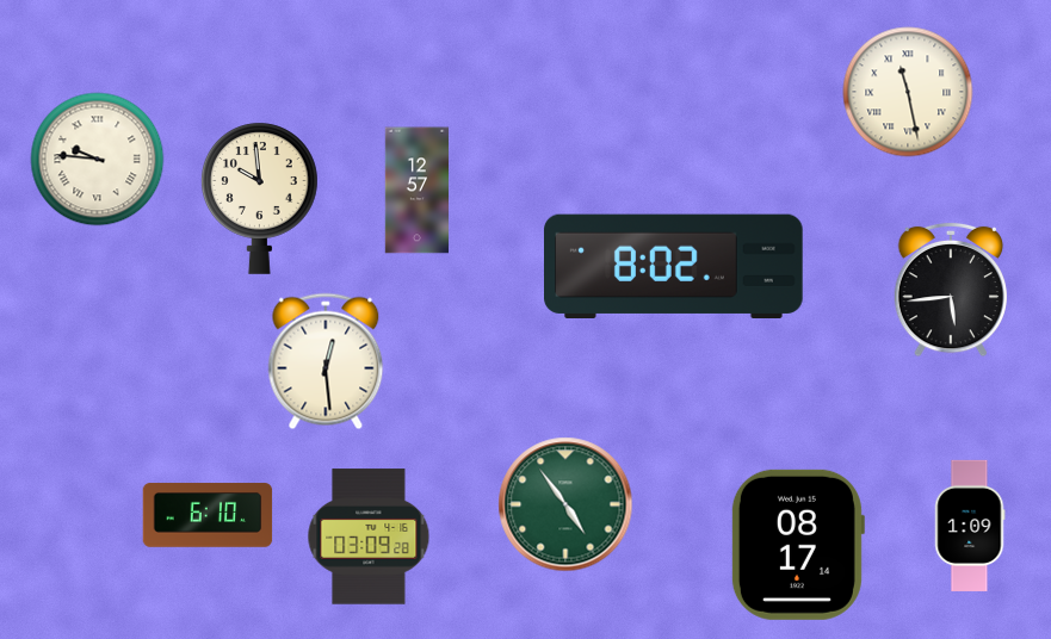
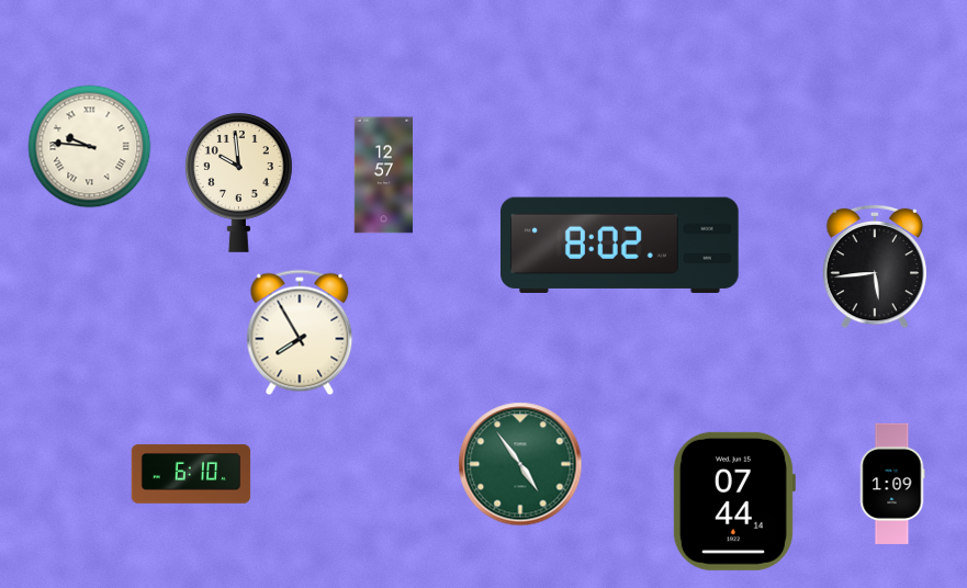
clock at (908, 92): 11:28 -> none
clock at (326, 361): 12:29 -> 7:55
clock at (369, 536): 03:09 -> none
clock at (797, 545): 08:17 -> 07:44
